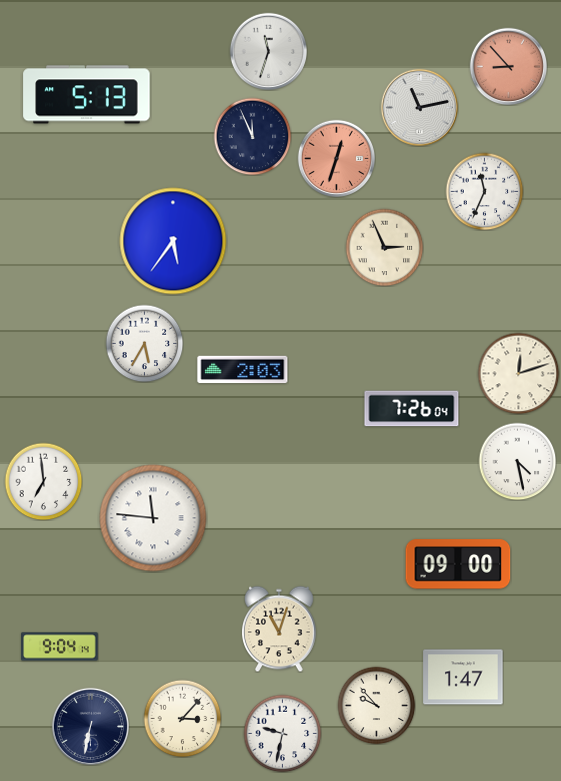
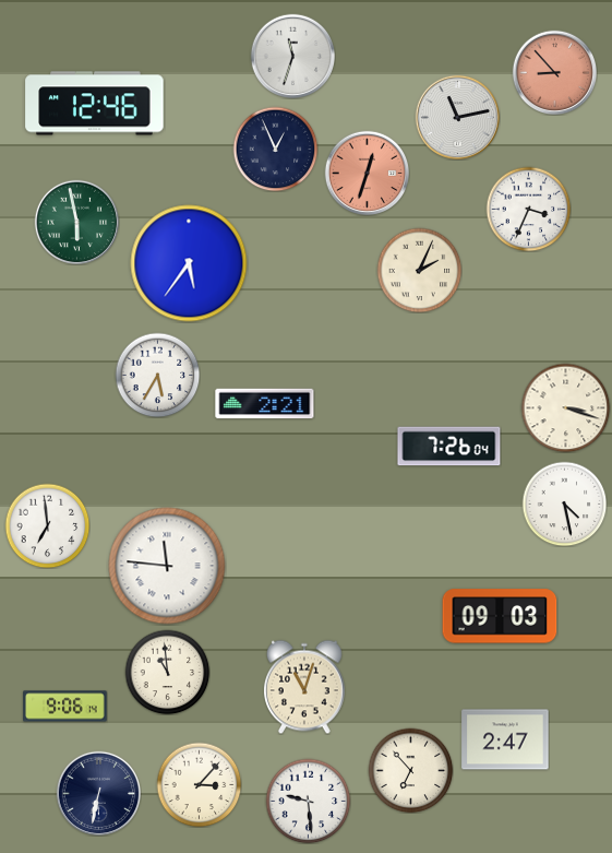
clock at (87, 95): 5:13 -> 12:46
clock at (252, 136): 11:56 -> 12:56
clock at (484, 191): 11:34 -> 3:34
clock at (76, 222): none -> 5:58
clock at (384, 247): 2:56 -> 2:04
clock at (243, 370): 2:03 -> 2:21
clock at (518, 373): 12:12 -> 3:18
clock at (458, 564): 09:00 -> 09:03
clock at (167, 672): none -> 10:59
clock at (60, 647): 9:04 -> 9:06
clock at (463, 677): 1:47 -> 2:47
clock at (376, 705): 9:53 -> 6:53
clock at (282, 733): 9:32 -> 9:29
